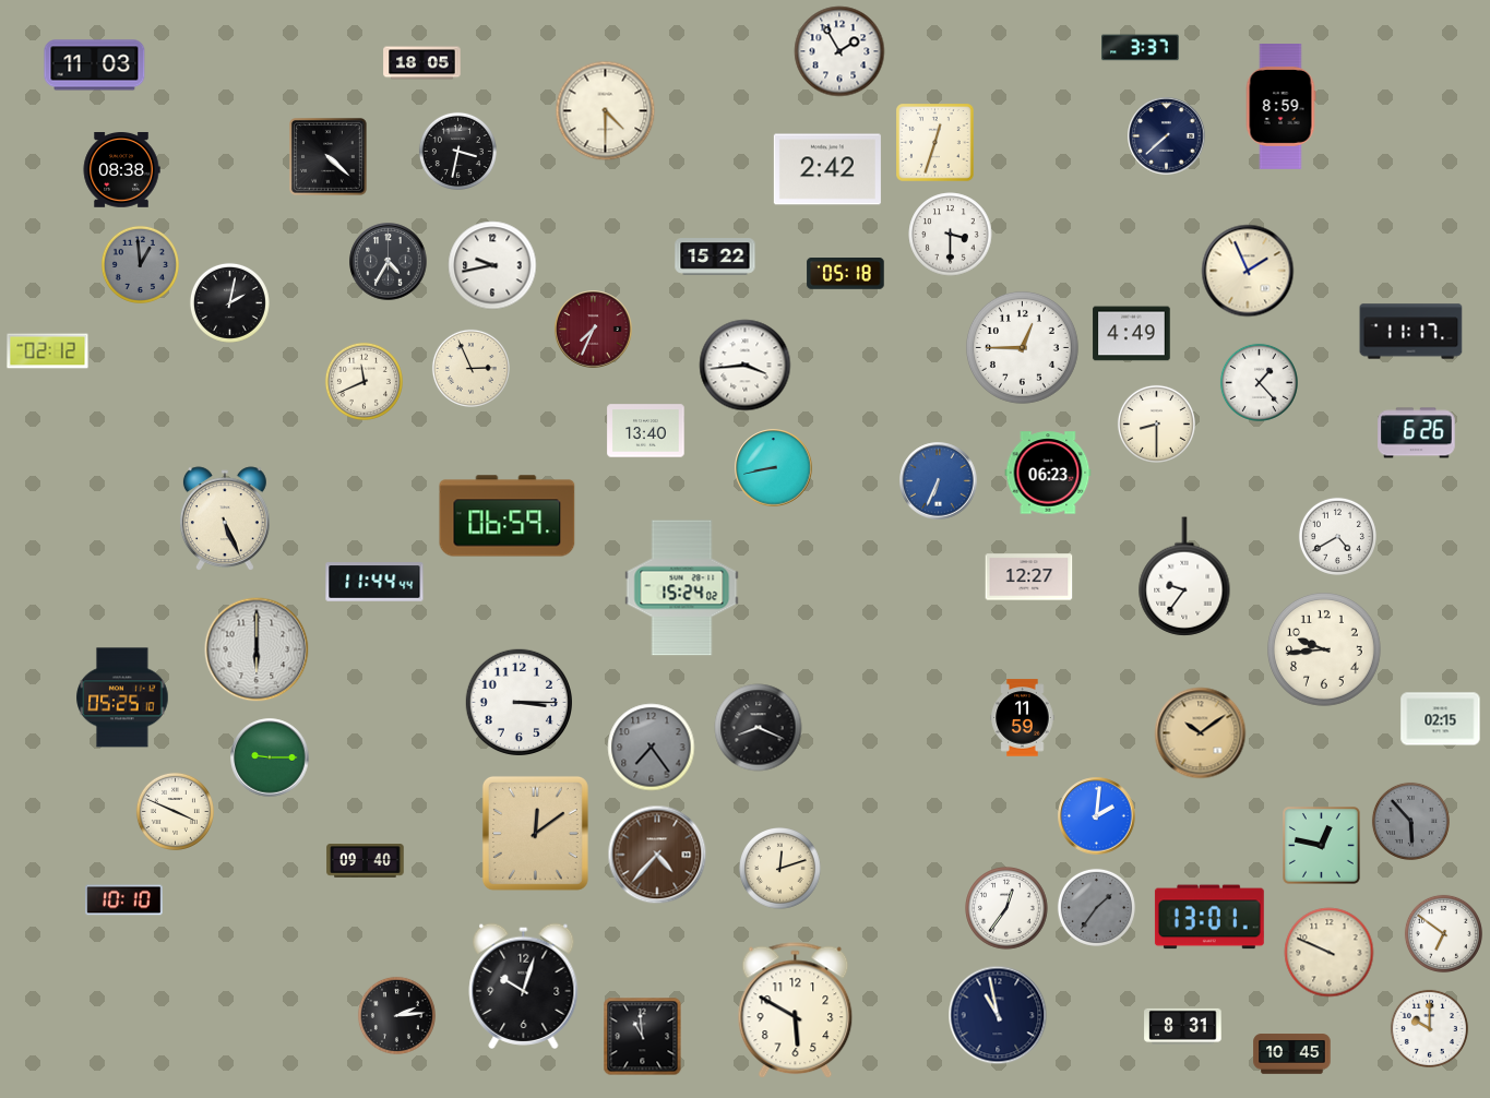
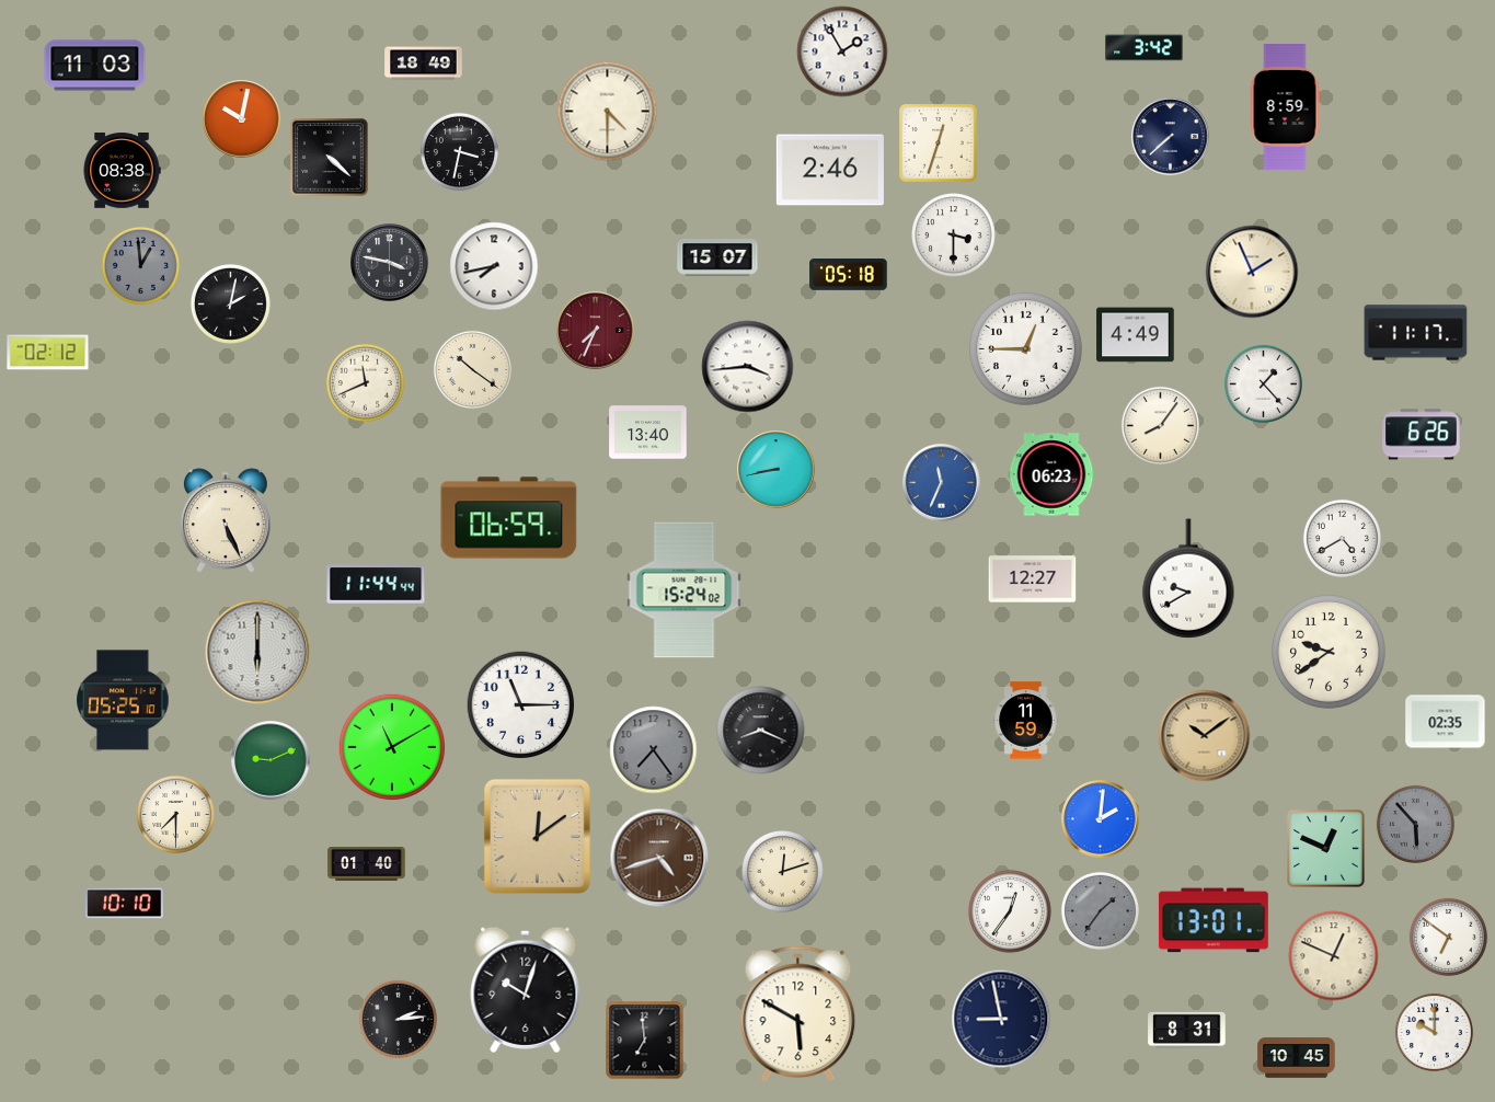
clock at (1141, 48): 3:37 -> 3:42
clock at (422, 63): 18:05 -> 18:49
clock at (242, 119): none -> 10:02
clock at (827, 169): 2:42 -> 2:46
clock at (715, 256): 15:22 -> 15:07
clock at (389, 262): 4:35 -> 3:47
clock at (492, 265): 9:43 -> 7:43
clock at (470, 368): 2:56 -> 10:21
clock at (1156, 423): 8:30 -> 8:06
clock at (939, 481): 6:34 -> 11:34
clock at (1184, 576): 9:36 -> 9:40
clock at (1325, 651): 9:44 -> 9:39
clock at (518, 702): 3:15 -> 11:15
clock at (1441, 719): 02:15 -> 02:35
clock at (392, 747): none -> 11:10
clock at (270, 757): 9:15 -> 9:11
clock at (175, 811): 3:49 -> 7:30
clock at (1322, 846): 12:47 -> 12:49
clock at (657, 855): 4:37 -> 4:42
clock at (366, 861): 09:40 -> 01:40
clock at (1330, 953): 9:49 -> 12:49
clock at (998, 1015): 10:58 -> 8:58
clock at (643, 1037): 10:59 -> 6:59
